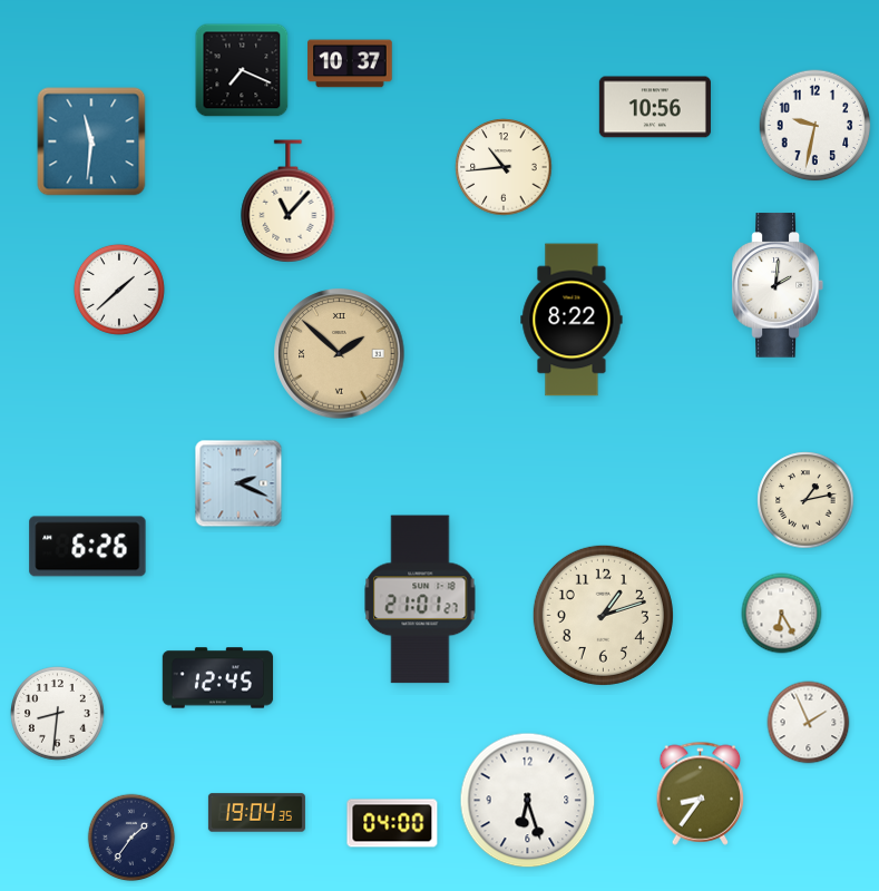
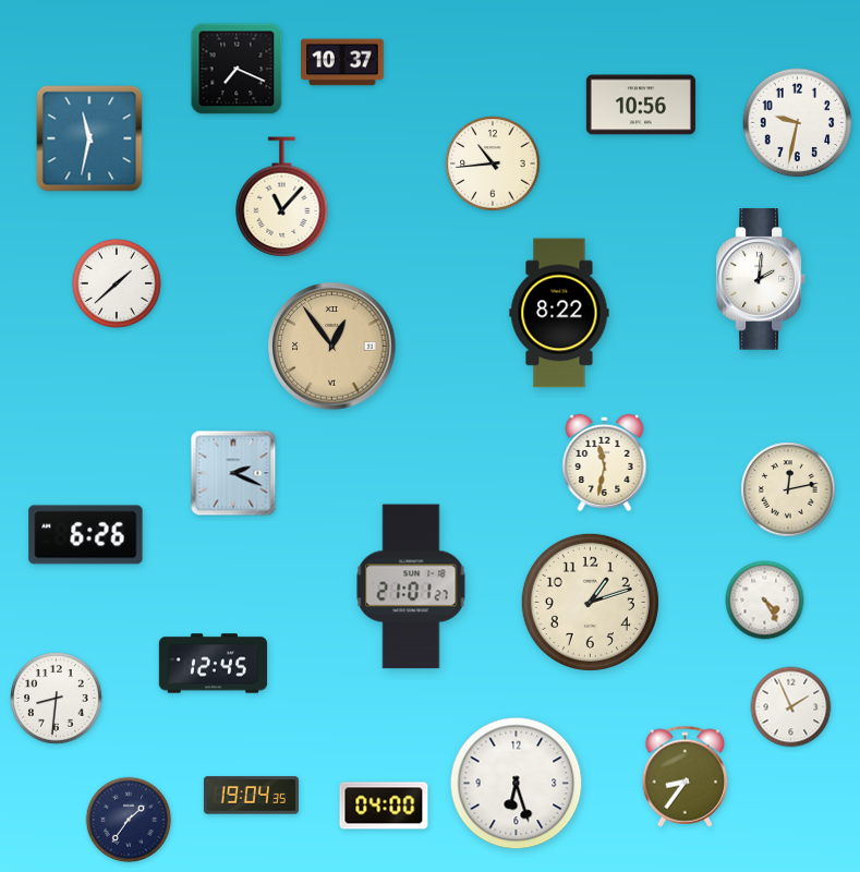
clock at (91, 141): 11:31 -> 11:32
clock at (340, 354): 1:52 -> 12:54
clock at (605, 462): none -> 11:32
clock at (805, 500): 1:13 -> 12:13
clock at (782, 614): 6:25 -> 4:25
